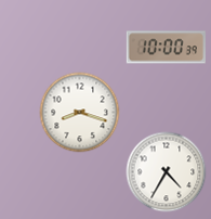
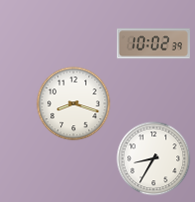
clock at (166, 48): 10:00 -> 10:02
clock at (167, 172): 4:35 -> 8:35
